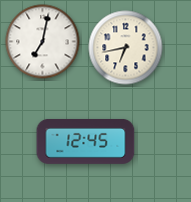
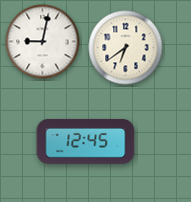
clock at (43, 42): 7:02 -> 9:02
clock at (126, 48): 6:43 -> 6:39
